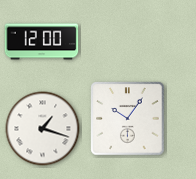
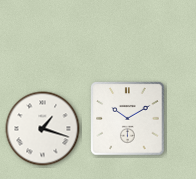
clock at (42, 42): 12:00 -> none
clock at (128, 119): 10:06 -> 10:10
